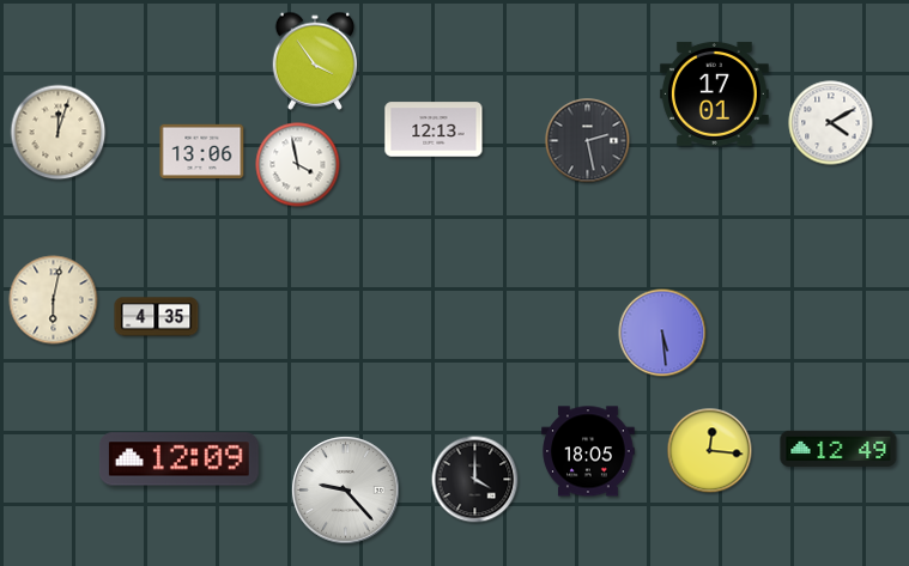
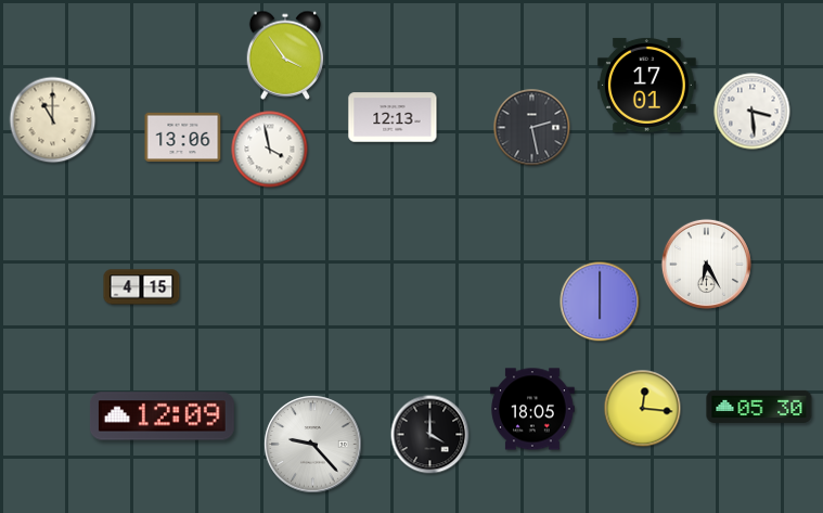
clock at (831, 123): 4:10 -> 3:29
clock at (59, 133): 12:03 -> 11:00
clock at (706, 264): none -> 6:25
clock at (54, 300): 6:02 -> none
clock at (157, 317): 4:35 -> 4:15
clock at (662, 333): 5:29 -> 6:00
clock at (838, 449): 12:49 -> 05:30
